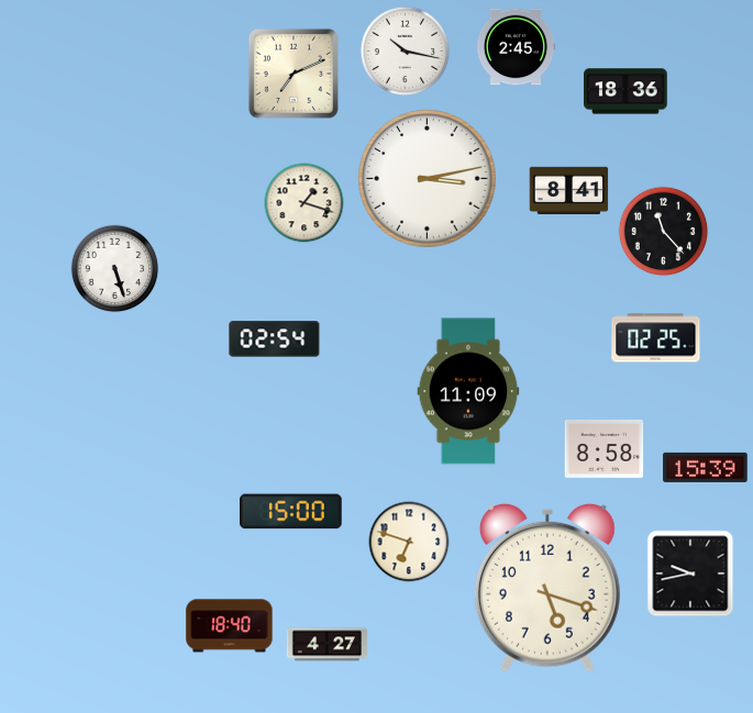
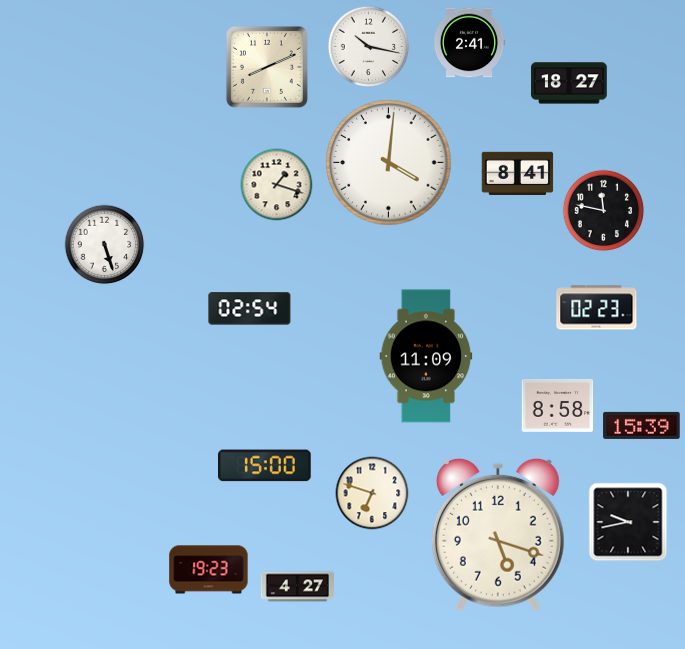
clock at (516, 47): 2:45 -> 2:41
clock at (294, 74): 7:11 -> 8:11
clock at (627, 91): 18:36 -> 18:27
clock at (428, 179): 3:13 -> 4:01
clock at (664, 232): 11:23 -> 11:47
clock at (656, 338): 02:25 -> 02:23
clock at (605, 449) position: (605, 449) -> (558, 406)
clock at (230, 626): 18:40 -> 19:23
